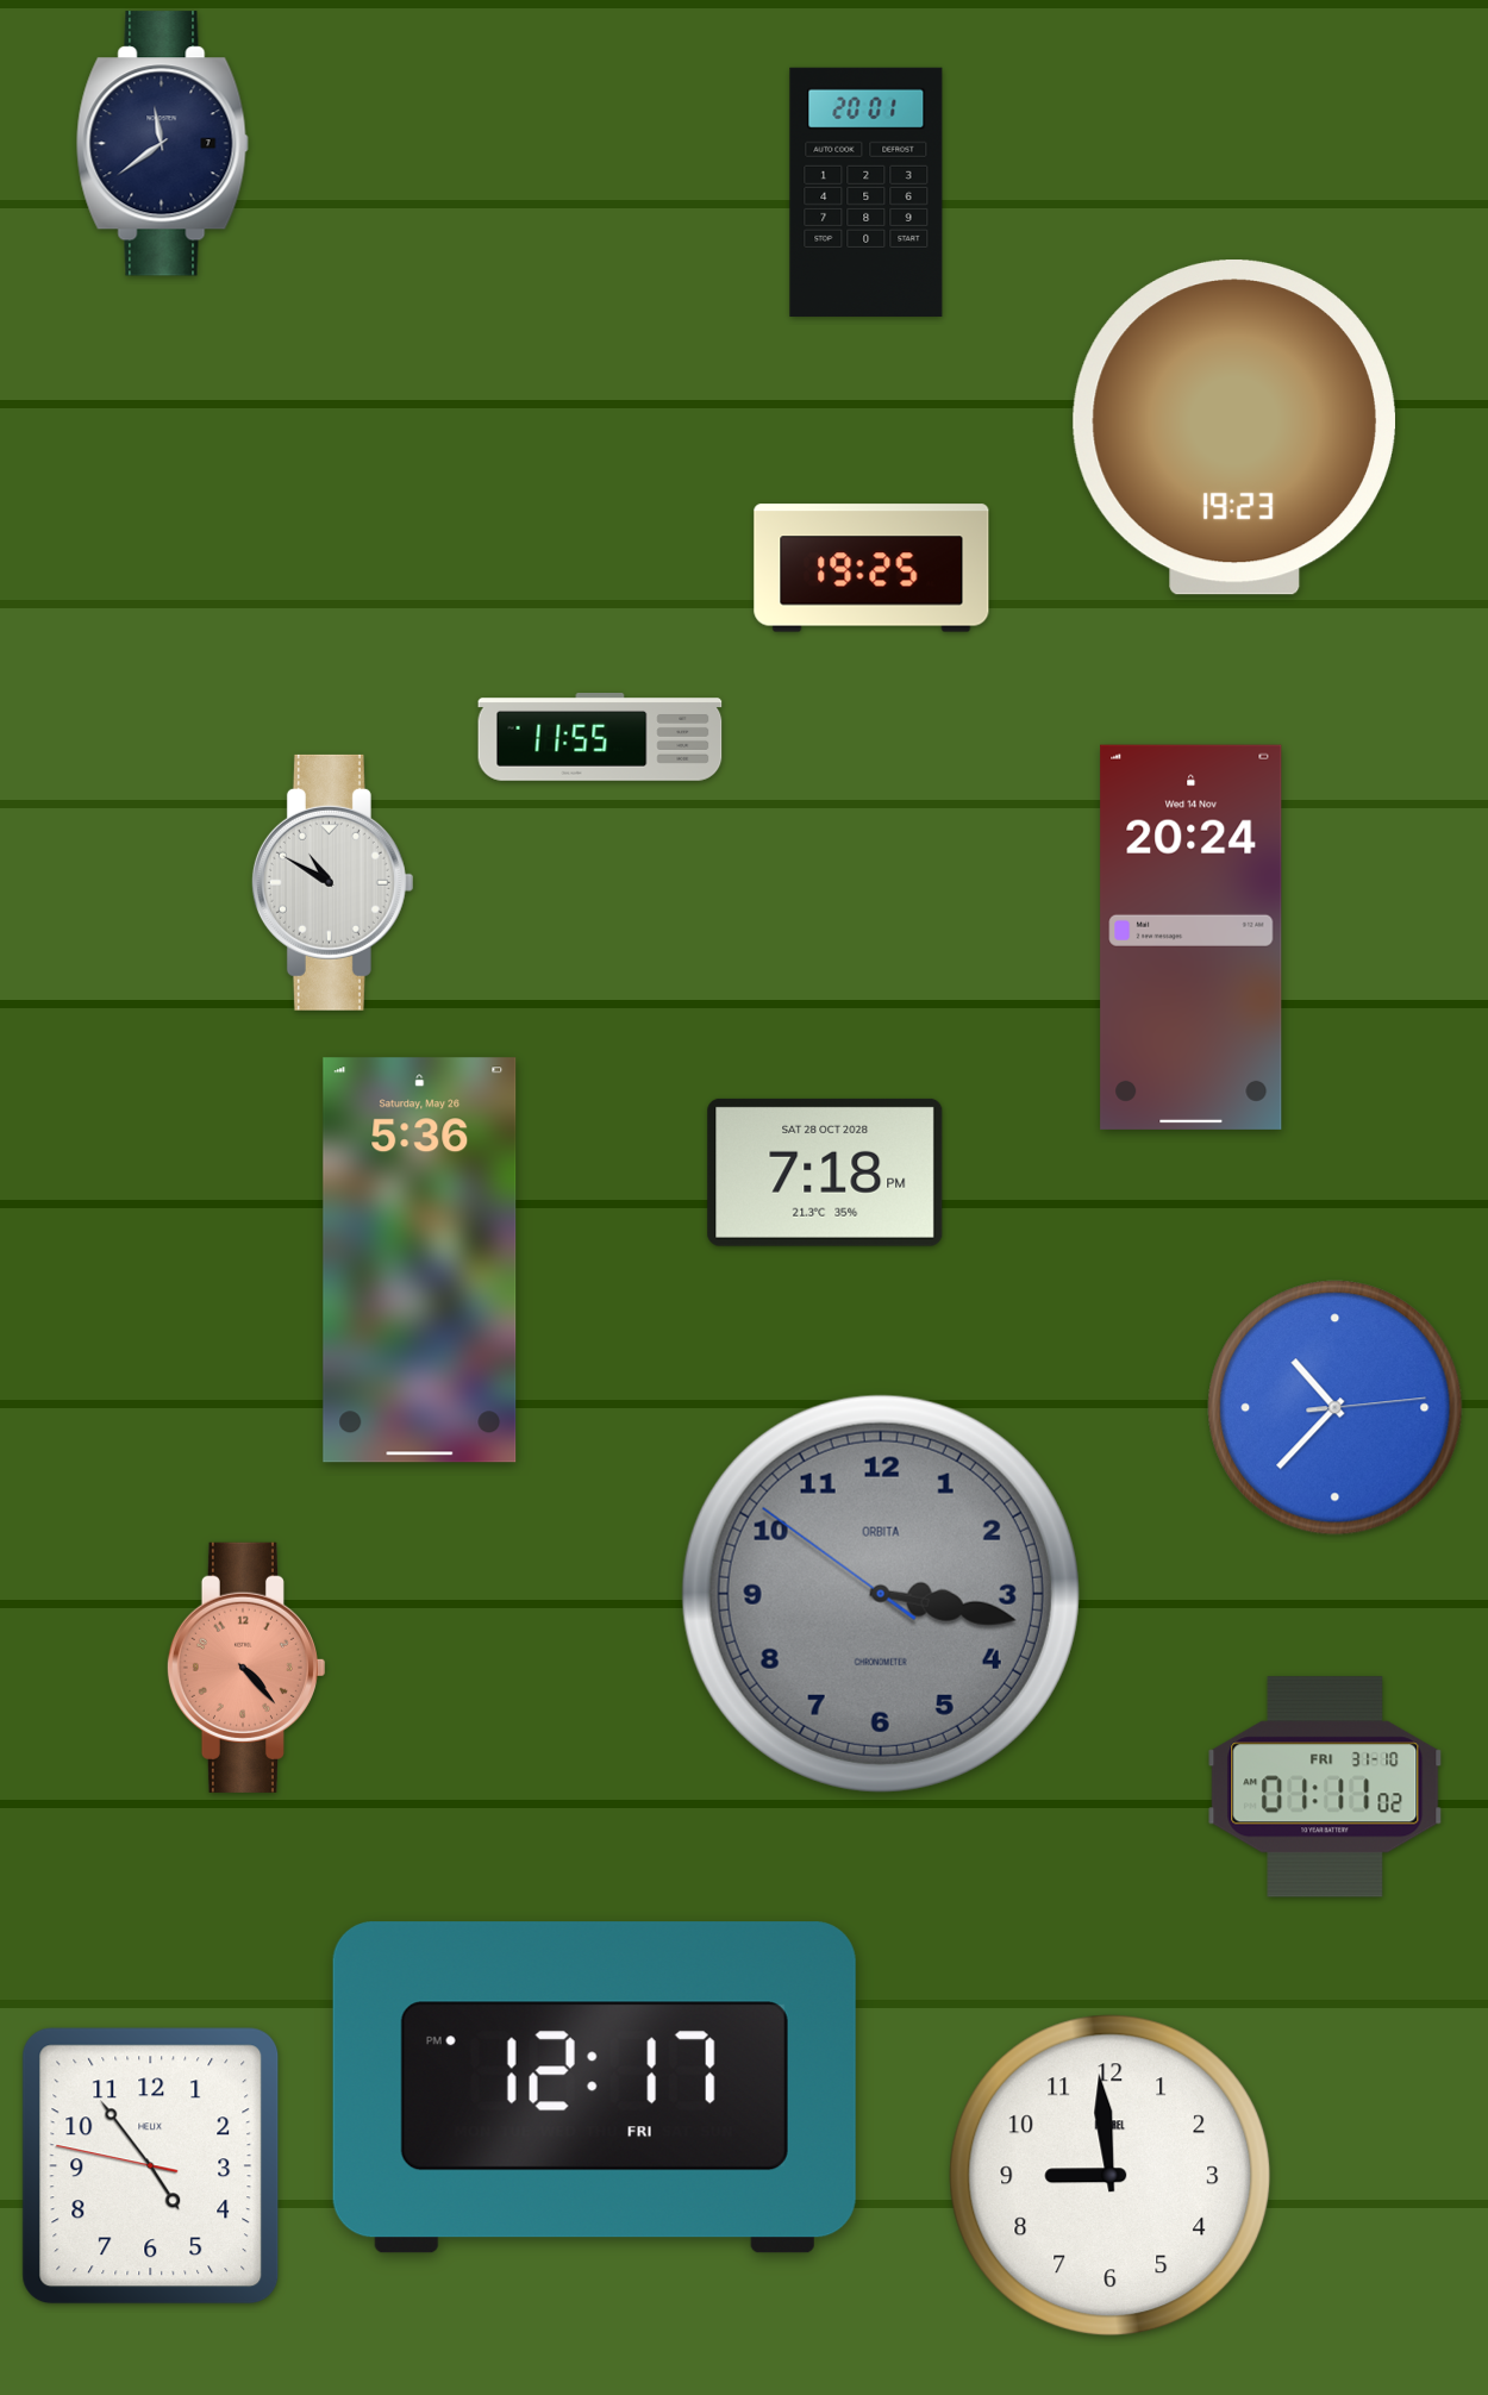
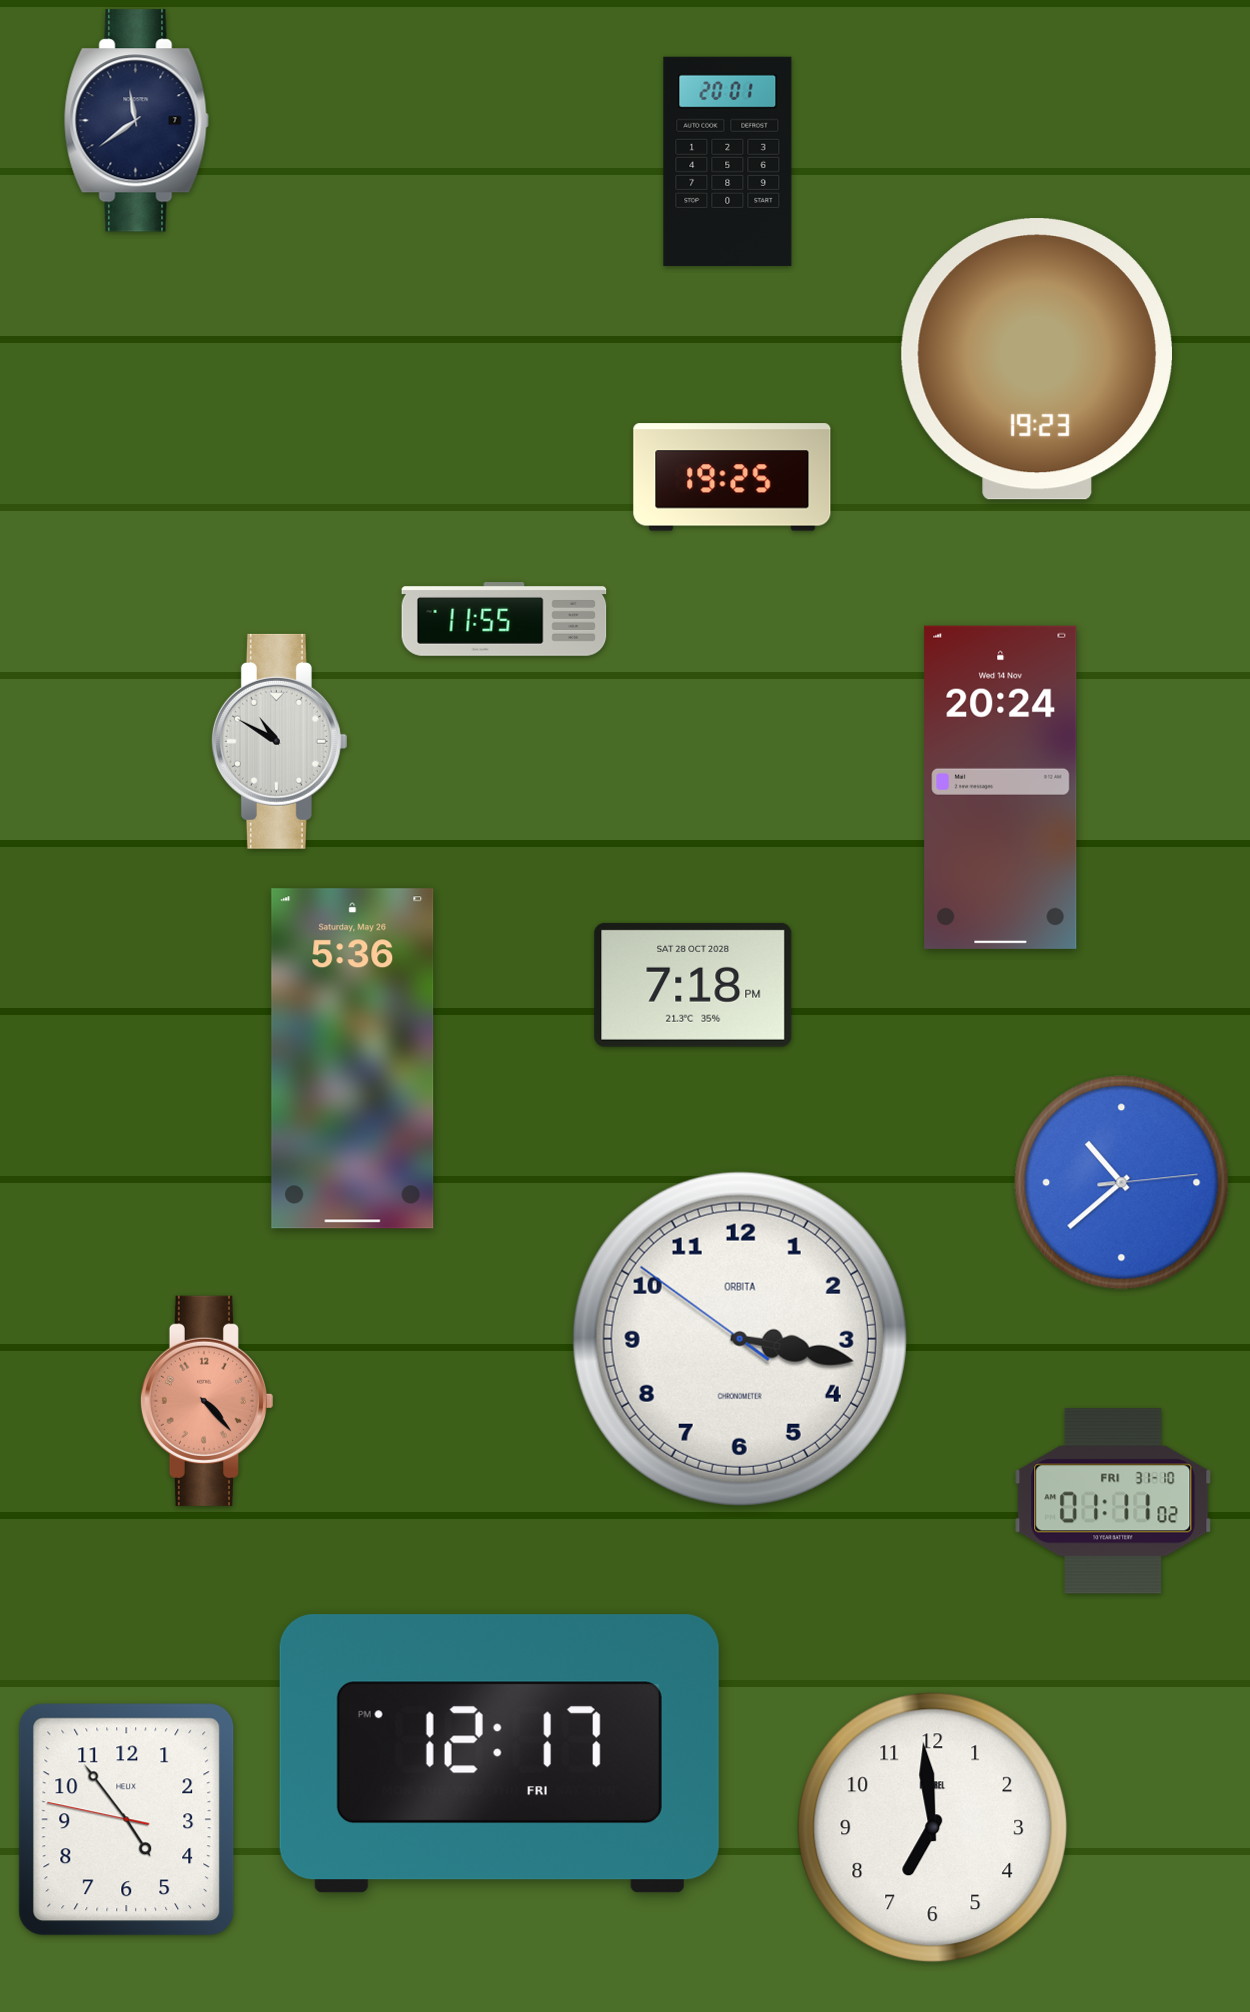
clock at (1336, 1408): 10:37 -> 10:38
clock at (881, 1594) dial: grey -> white
clock at (1111, 2176): 8:59 -> 6:59
